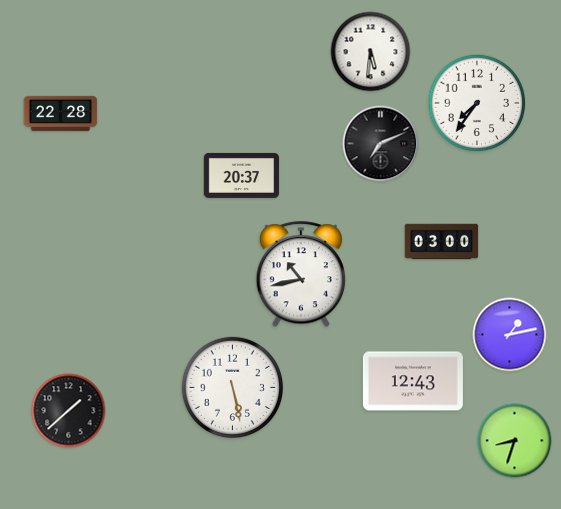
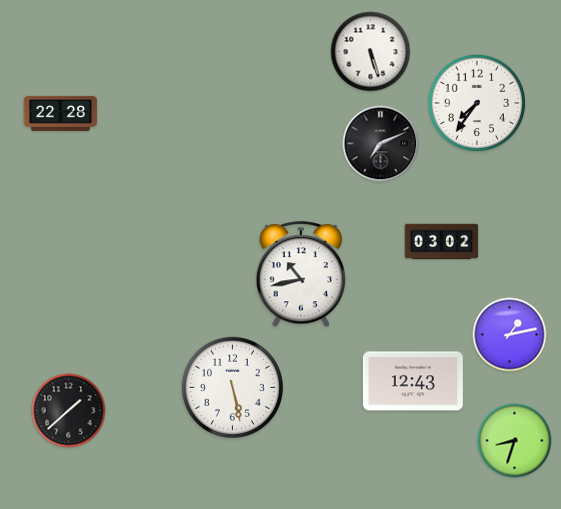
clock at (371, 52): 5:31 -> 5:27
clock at (242, 175): 20:37 -> none
clock at (442, 242): 03:00 -> 03:02
